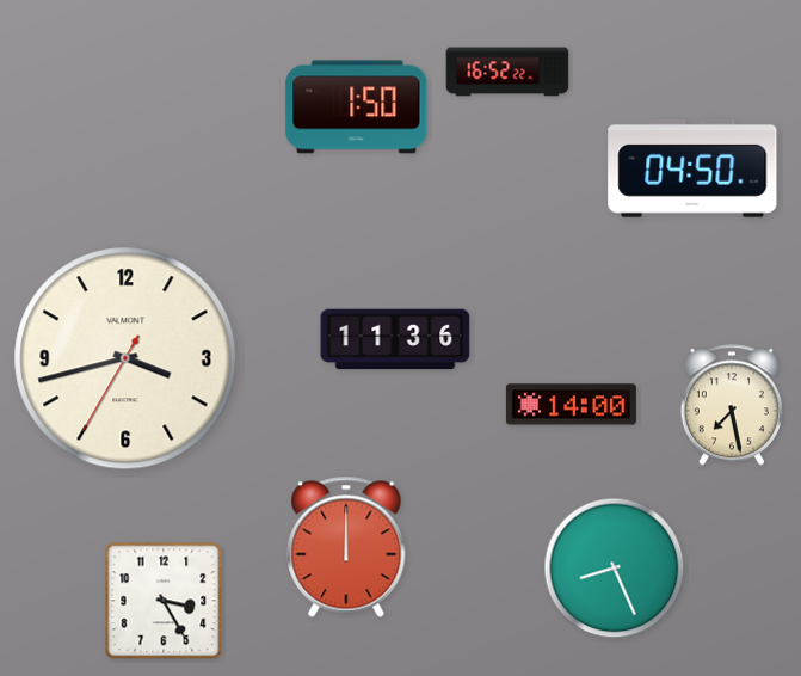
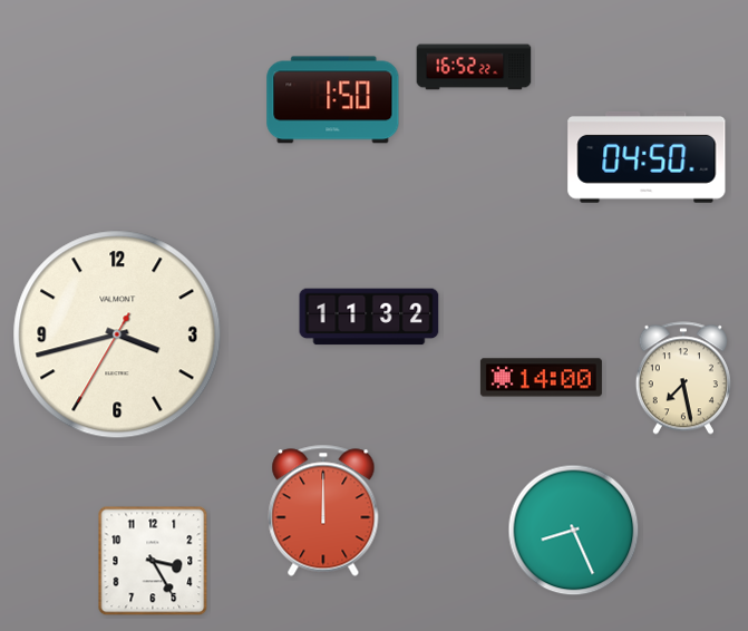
clock at (395, 339): 11:36 -> 11:32
clock at (571, 405) position: (571, 405) -> (541, 378)
